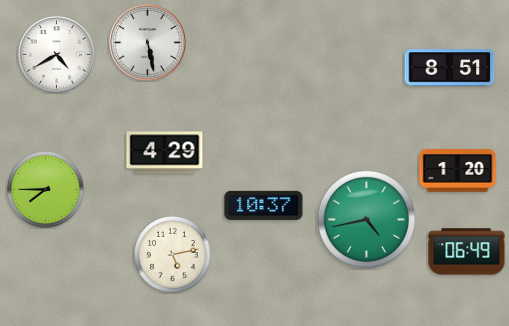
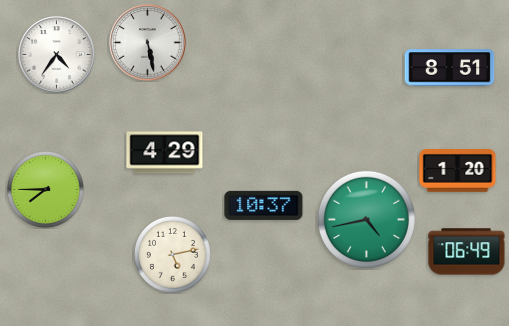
clock at (57, 55): 4:40 -> 4:36
